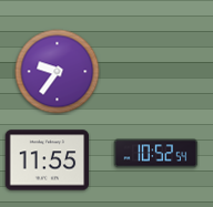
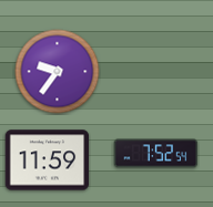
clock at (156, 154): 10:52 -> 7:52
clock at (48, 161): 11:55 -> 11:59
